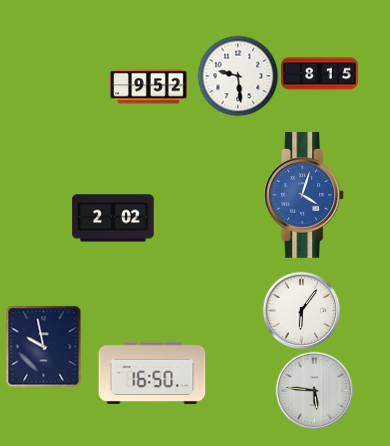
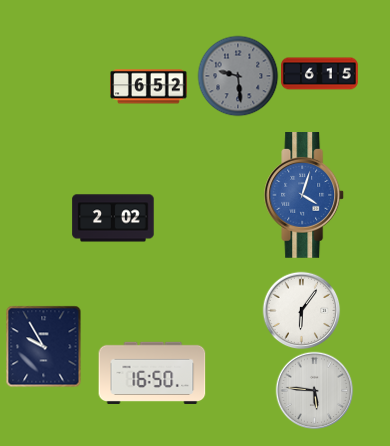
clock at (320, 74): 8:15 -> 6:15
clock at (238, 76) dial: white -> grey
clock at (149, 87): 9:52 -> 6:52
clock at (44, 346): 9:58 -> 9:55
